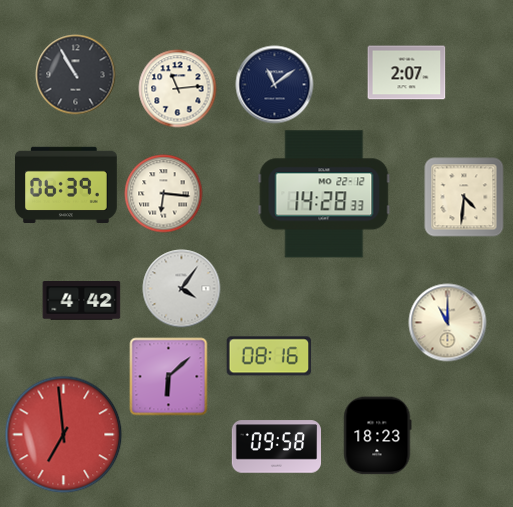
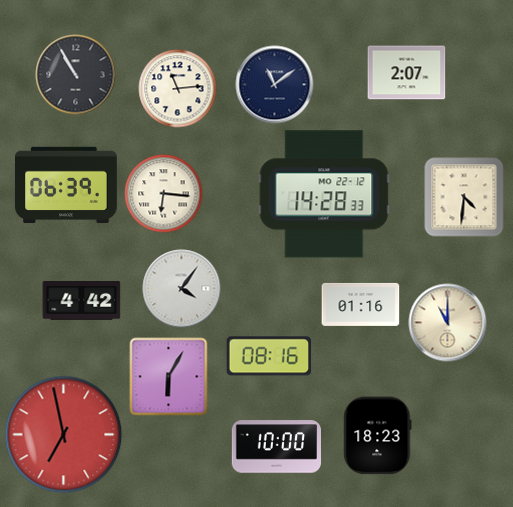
clock at (360, 304): none -> 01:16
clock at (168, 376): 6:08 -> 6:05
clock at (63, 434): 6:59 -> 6:58
clock at (276, 447): 09:58 -> 10:00
